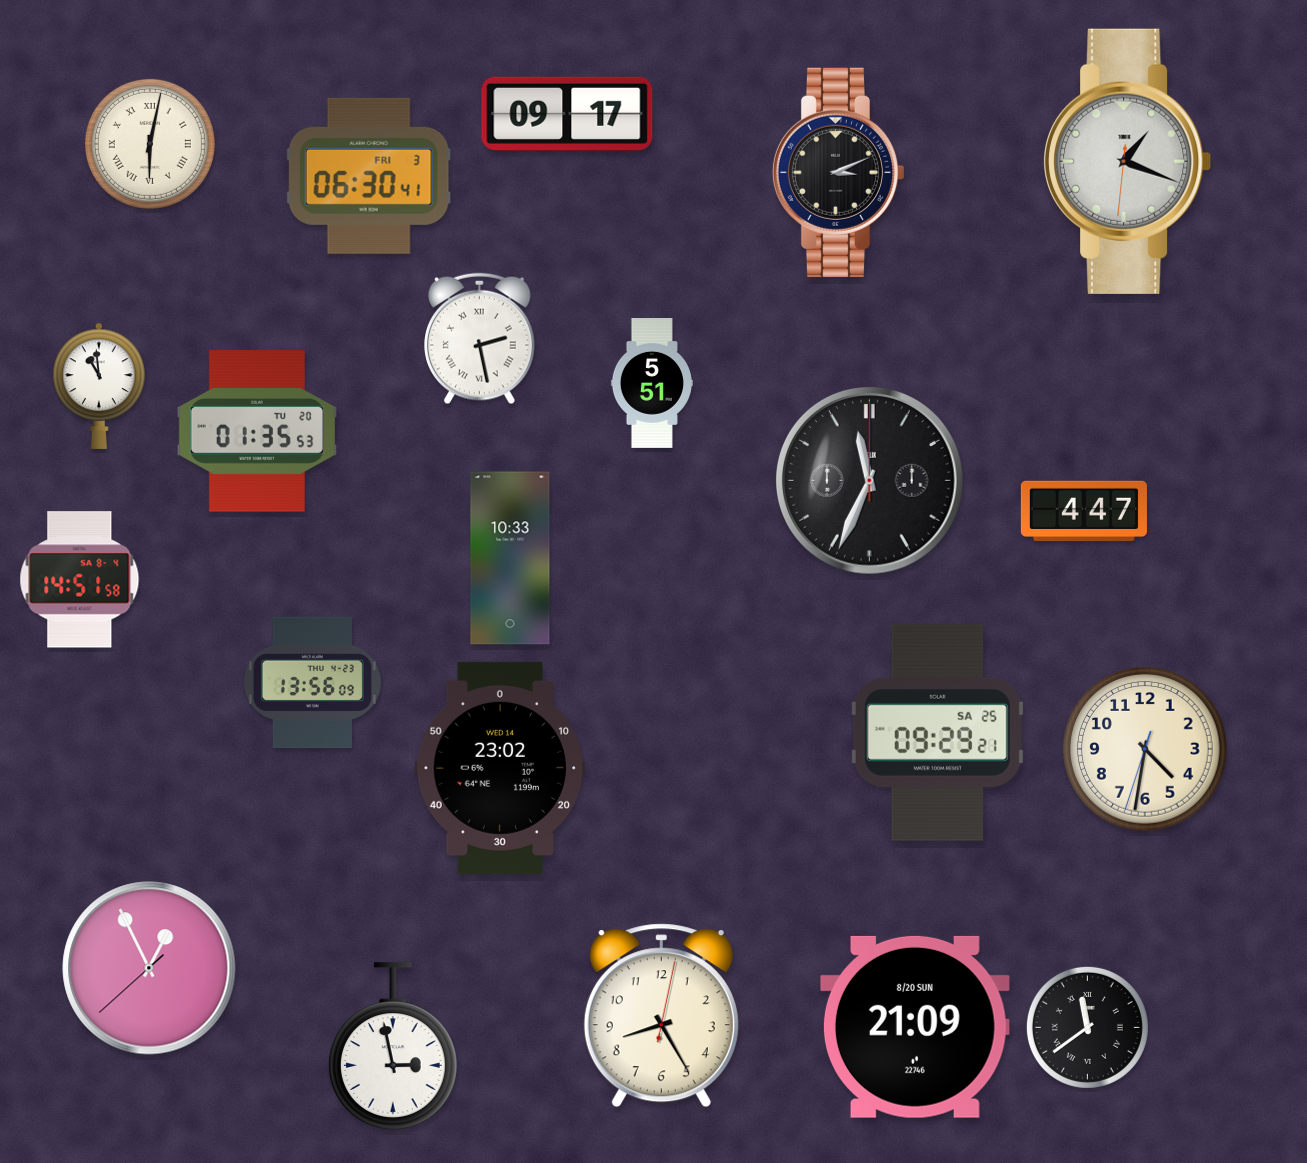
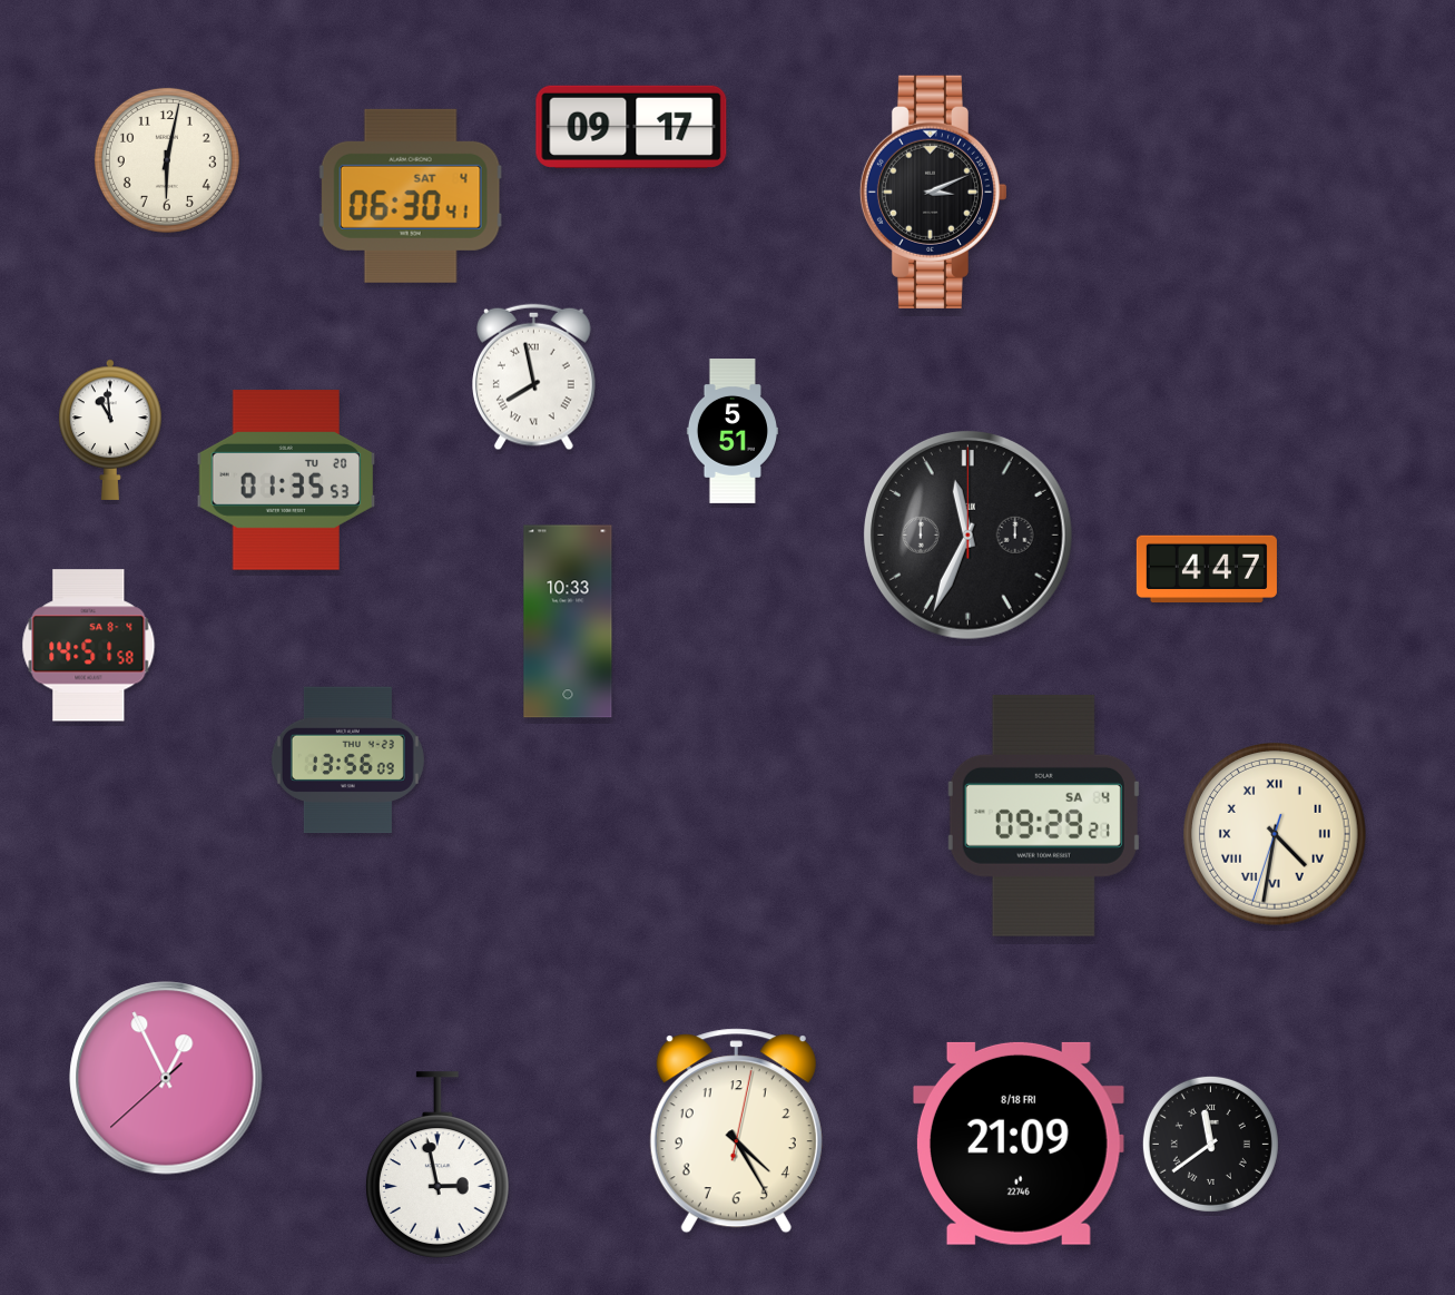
clock at (150, 144) numerals: Roman -> Arabic
clock at (1128, 161): 1:18 -> none
clock at (369, 176) date: FRI 3 -> SAT 4
clock at (480, 339): 2:28 -> 7:58
clock at (652, 384) position: (652, 384) -> (733, 432)
clock at (937, 732) date: SA 25 -> SA 4
clock at (1146, 750) numerals: Arabic -> Roman
clock at (500, 768): 23:02 -> none
clock at (661, 1016): 8:25 -> 4:25
clock at (915, 1027) date: 8/20 SUN -> 8/18 FRI
